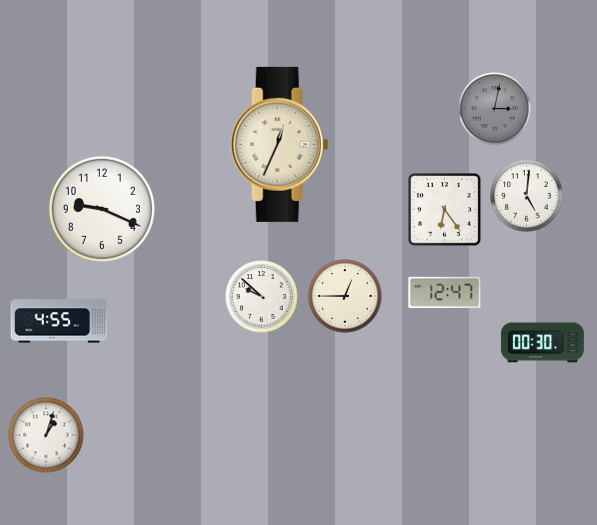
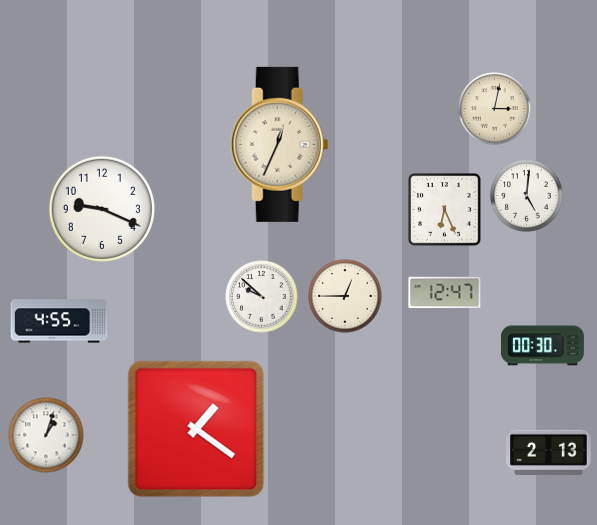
clock at (495, 109) dial: grey -> cream
clock at (445, 210): 6:24 -> 6:26
clock at (542, 343) position: (542, 343) -> (542, 346)
clock at (196, 429): none -> 1:21
clock at (549, 453): none -> 2:13
